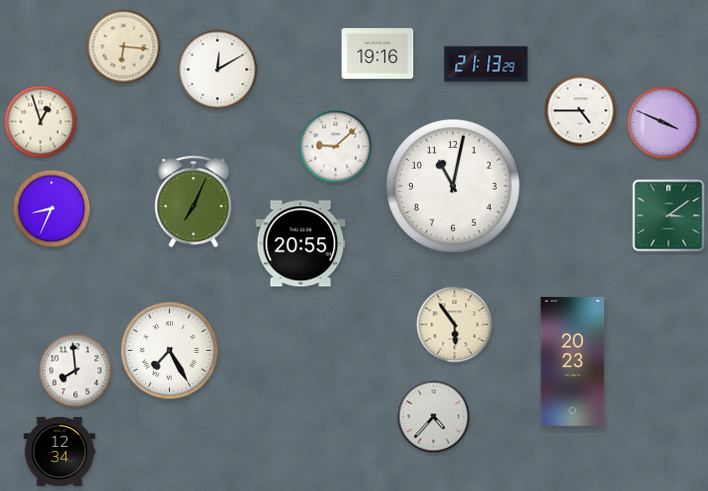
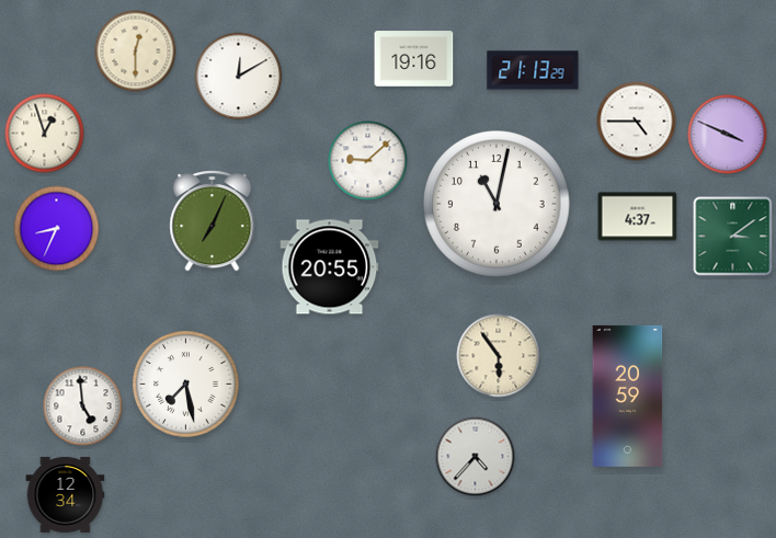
clock at (124, 47): 6:16 -> 12:30
clock at (638, 217): none -> 4:37
clock at (170, 351): 7:25 -> 7:28
clock at (573, 361): 20:23 -> 20:59
clock at (76, 371): 7:59 -> 4:59
